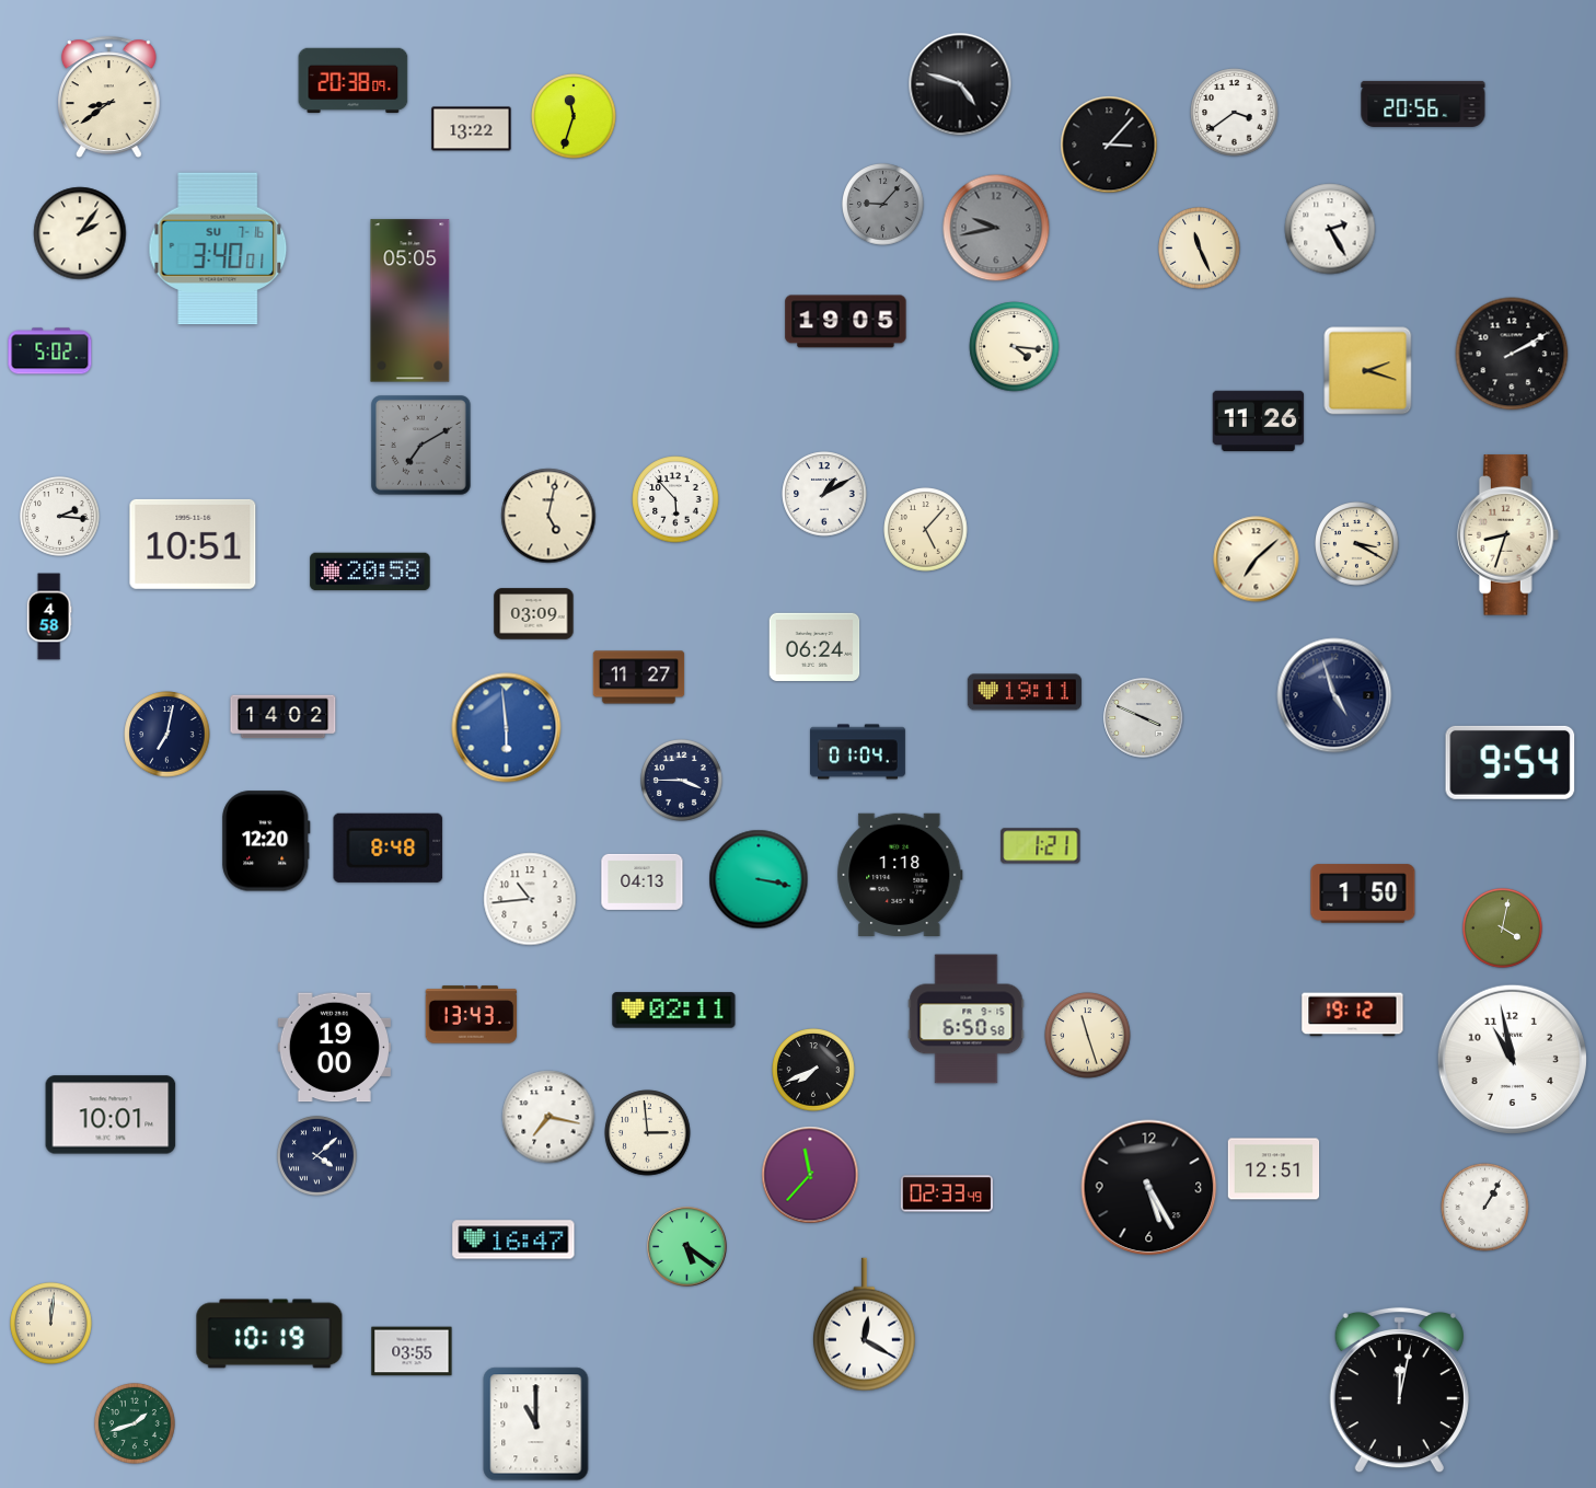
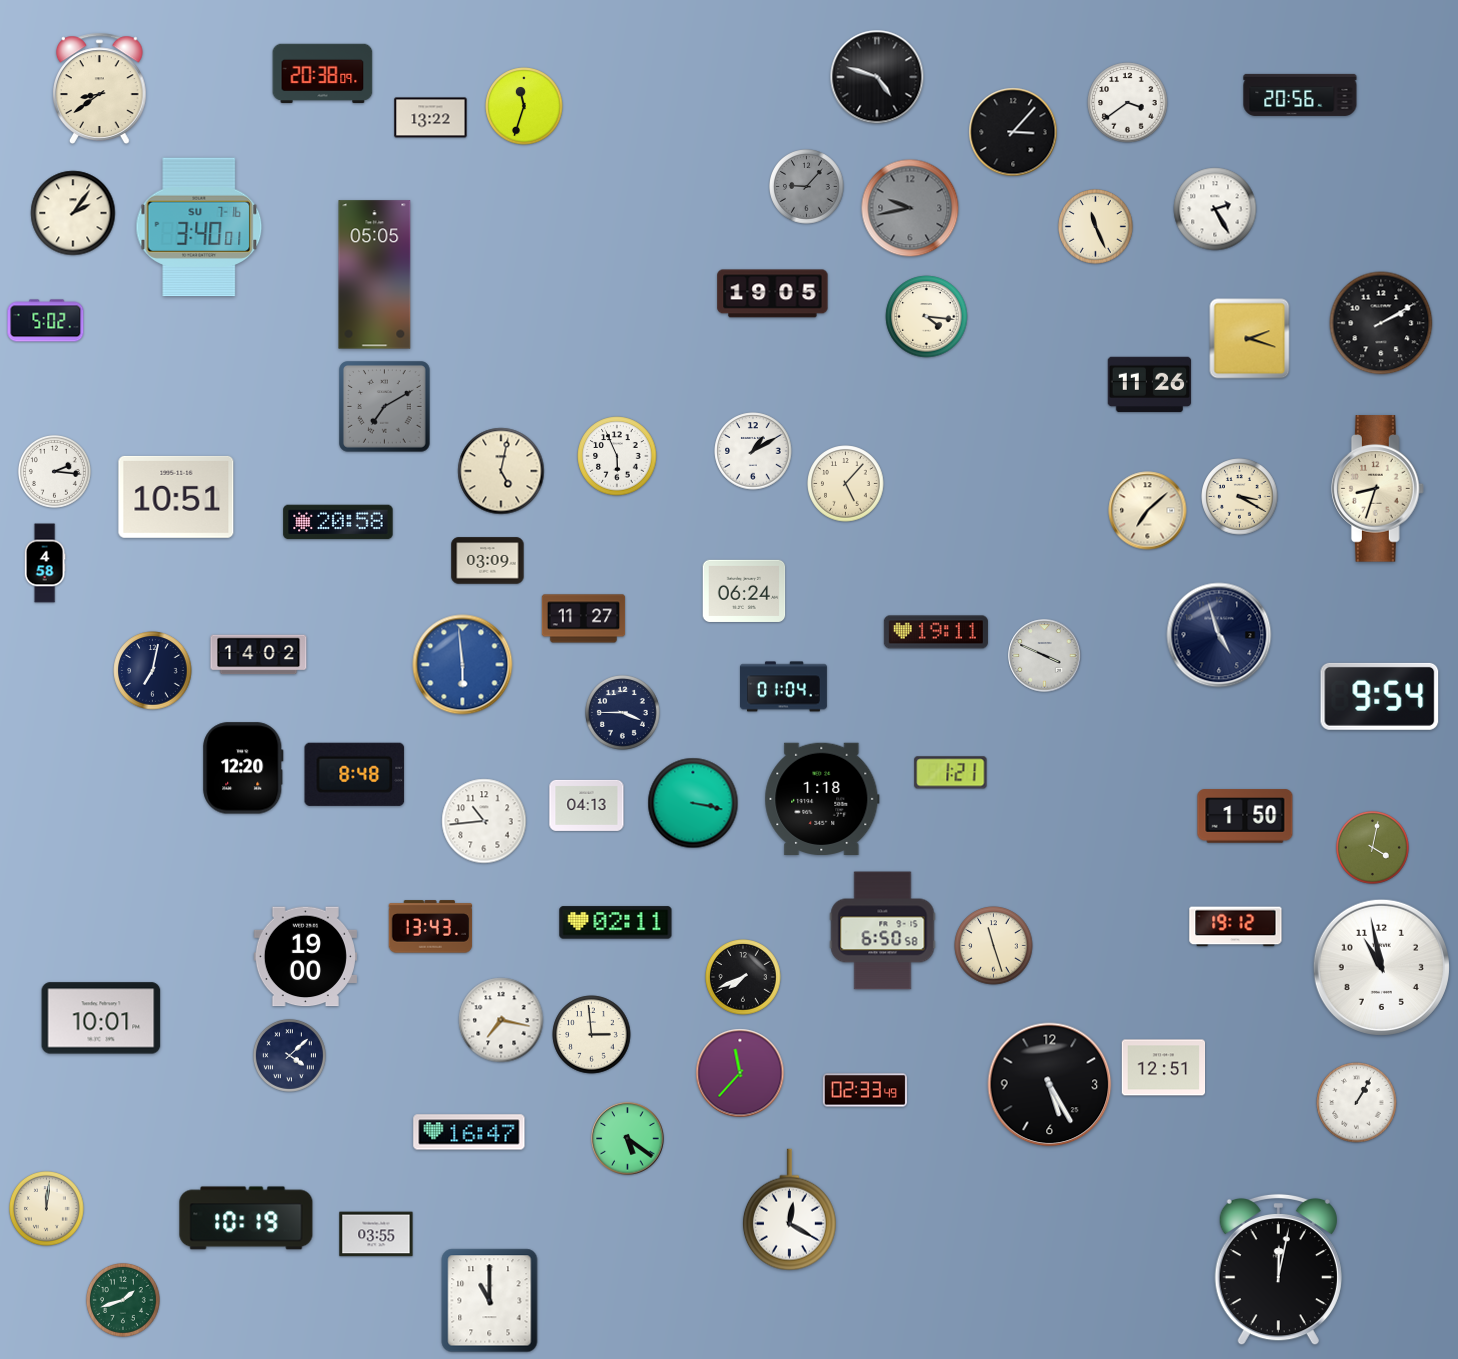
clock at (675, 499): 5:53 -> 5:56
